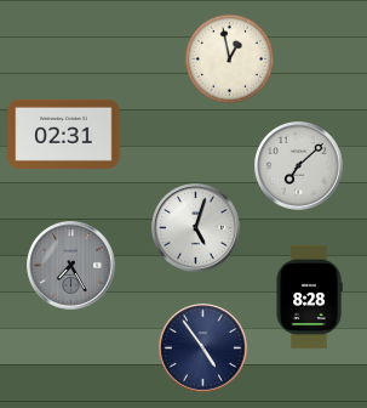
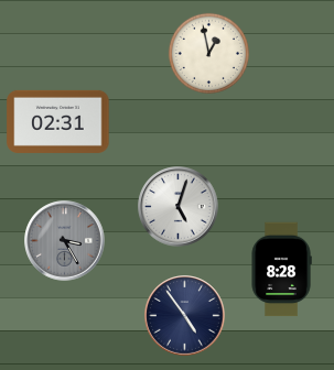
clock at (299, 166): 7:08 -> none
clock at (71, 266): 7:25 -> 3:25
